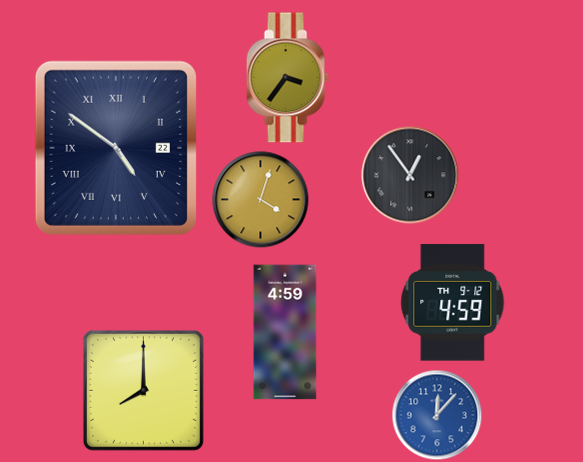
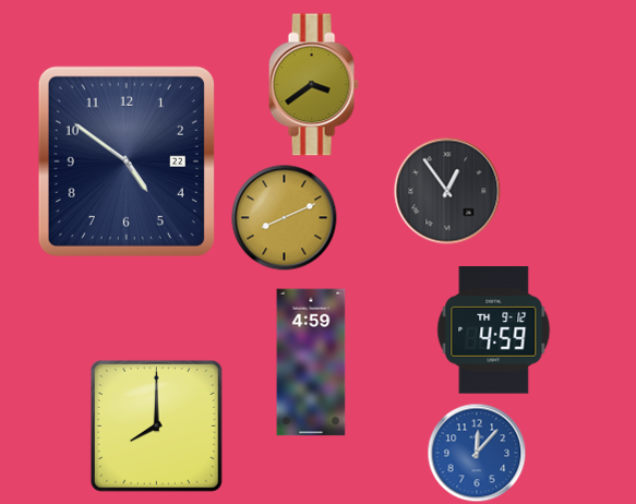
clock at (287, 78): 3:36 -> 3:39
clock at (116, 148) numerals: Roman -> Arabic
clock at (261, 200): 4:03 -> 8:11
